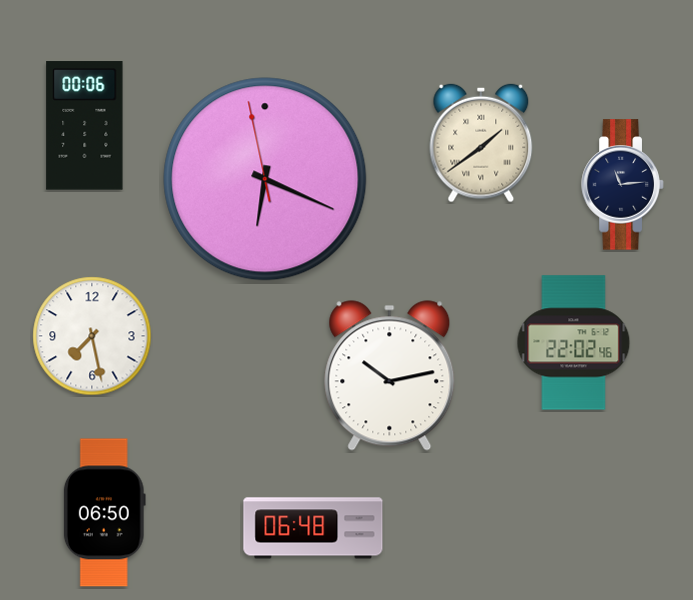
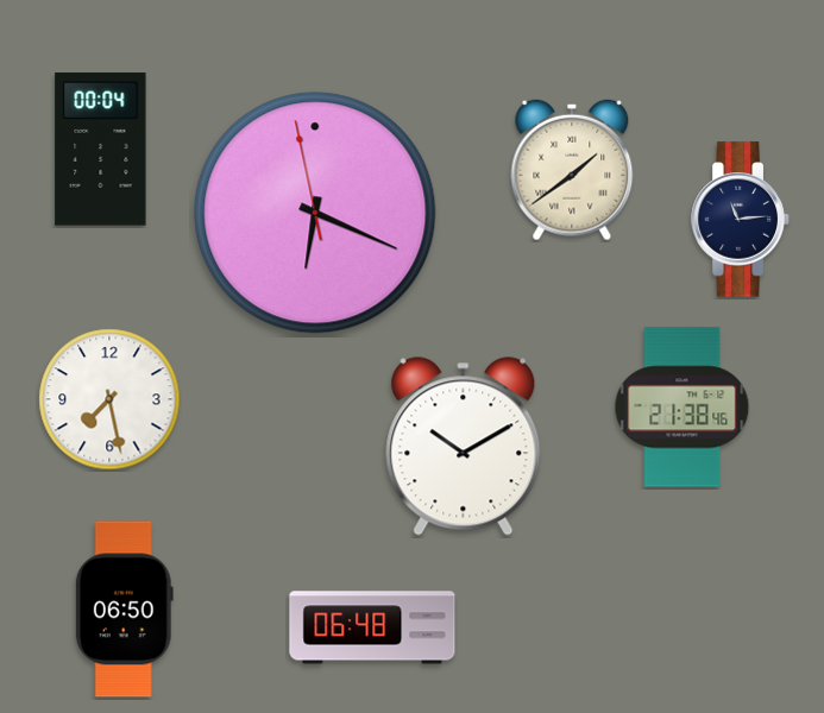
clock at (85, 126): 00:06 -> 00:04
clock at (574, 343): 22:02 -> 21:38
clock at (390, 376): 10:13 -> 10:10
